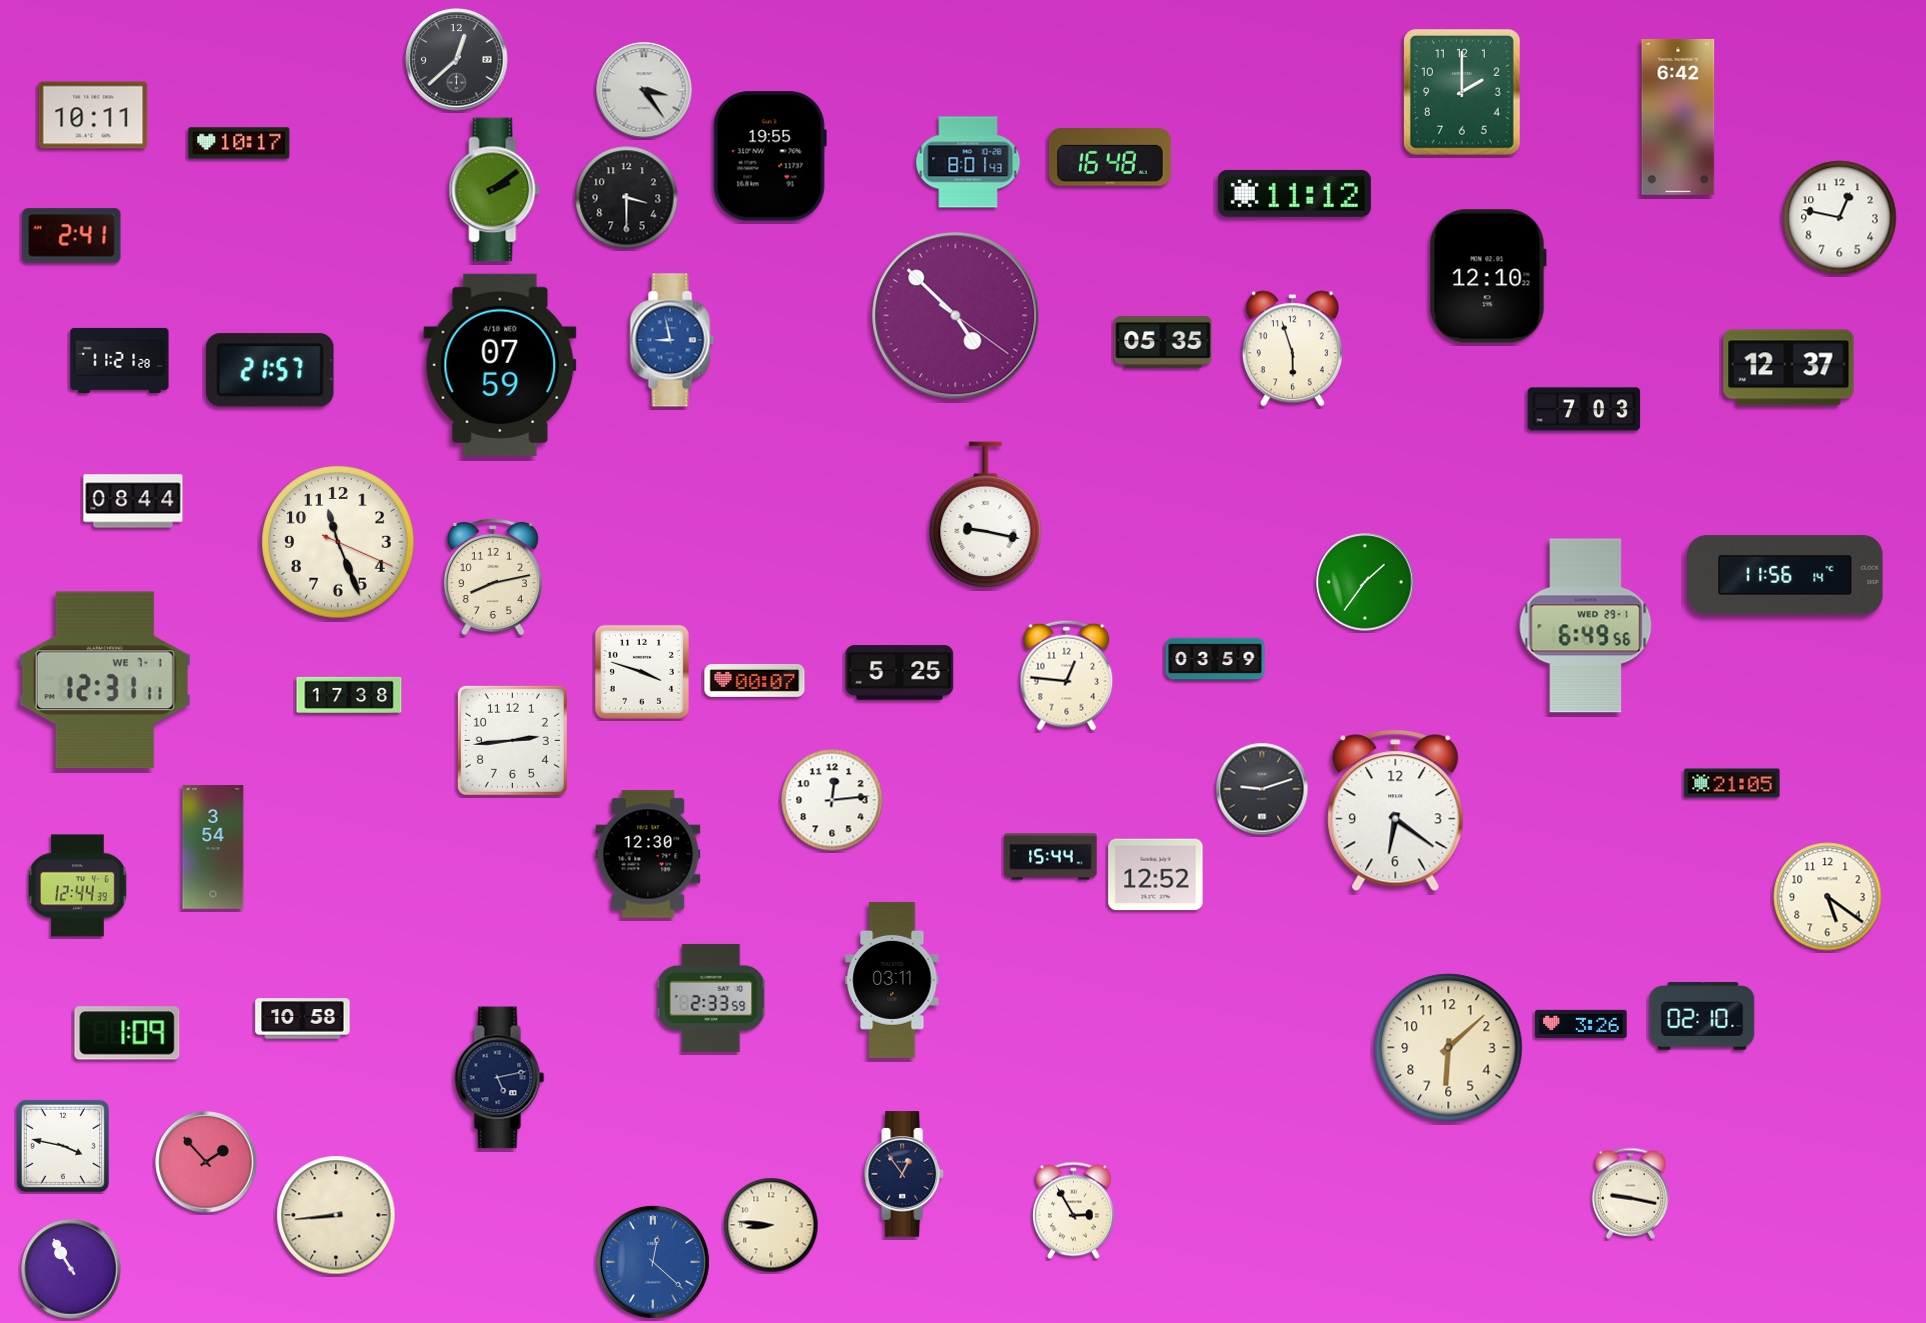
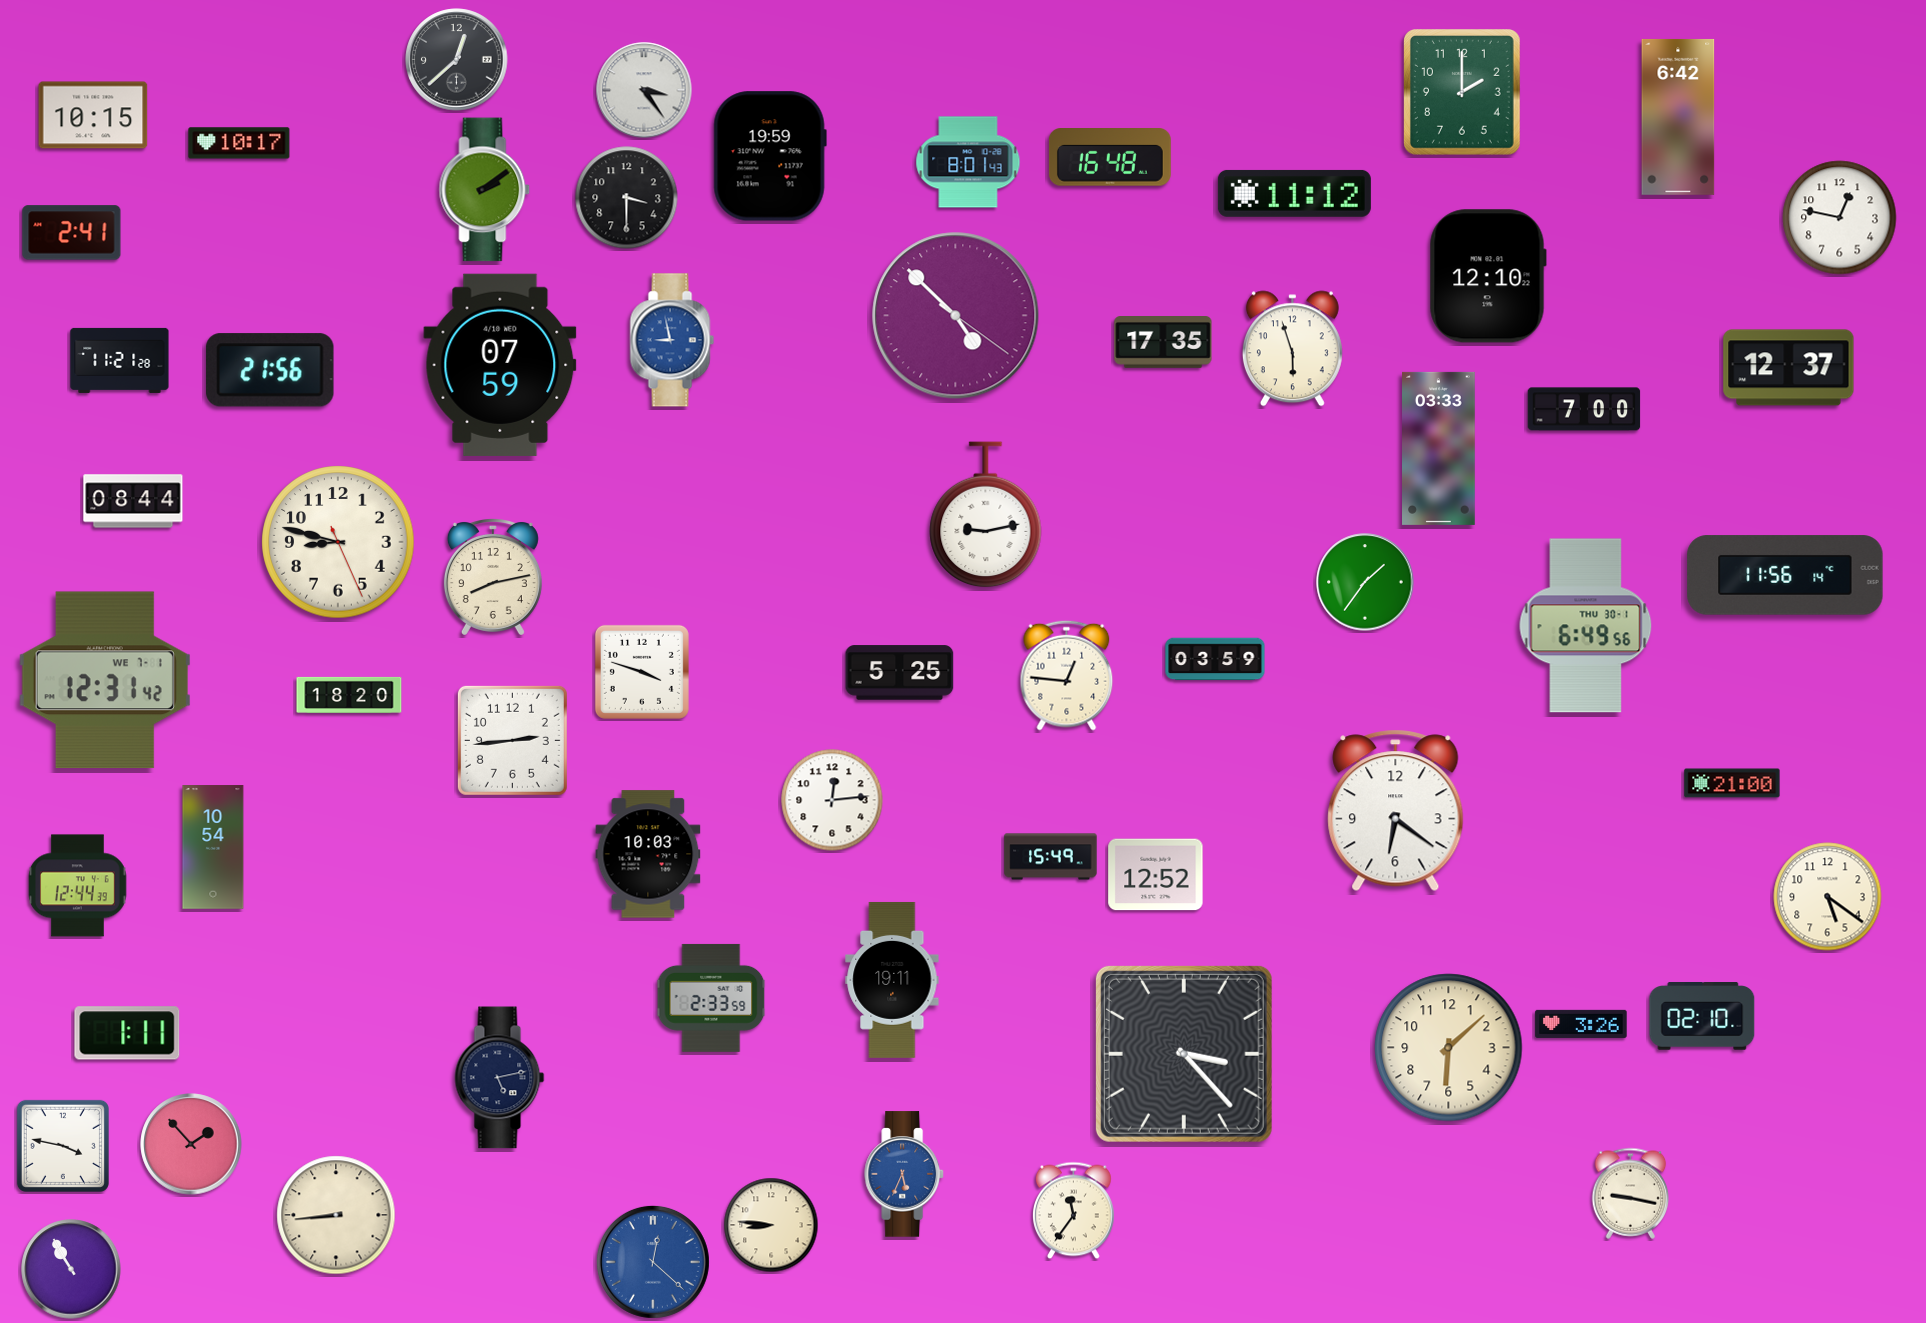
clock at (93, 115): 10:11 -> 10:15
clock at (770, 156): 19:55 -> 19:59
clock at (495, 190) position: (495, 190) -> (485, 190)
clock at (72, 236) position: (72, 236) -> (72, 233)
clock at (1163, 343): 05:35 -> 17:35
clock at (270, 370): 21:57 -> 21:56
clock at (1584, 409): 7:03 -> 7:00
clock at (1439, 448): none -> 03:33
clock at (986, 515): 9:17 -> 9:13
clock at (338, 542): 11:26 -> 8:47
clock at (1586, 626) date: WED 29-1 -> THU 30-1
clock at (105, 680): 12:31:11 -> 12:31:42
clock at (755, 680): 00:07 -> none
clock at (349, 695): 17:38 -> 18:20
clock at (1732, 783): 21:05 -> 21:00
clock at (1262, 789): 9:12 -> none
clock at (213, 847): 3:54 -> 10:54
clock at (648, 854): 12:30 -> 10:03
clock at (1051, 857): 15:44 -> 15:49
clock at (892, 980): 03:11 -> 19:11
clock at (303, 1019): 10:58 -> none
clock at (127, 1033): 1:09 -> 1:11
clock at (1184, 1054): none -> 3:23
clock at (206, 1162) position: (206, 1162) -> (191, 1144)
clock at (905, 1174): 12:54 -> 5:34
clock at (905, 1174) dial: navy -> blue
clock at (1074, 1211): 2:55 -> 11:36
